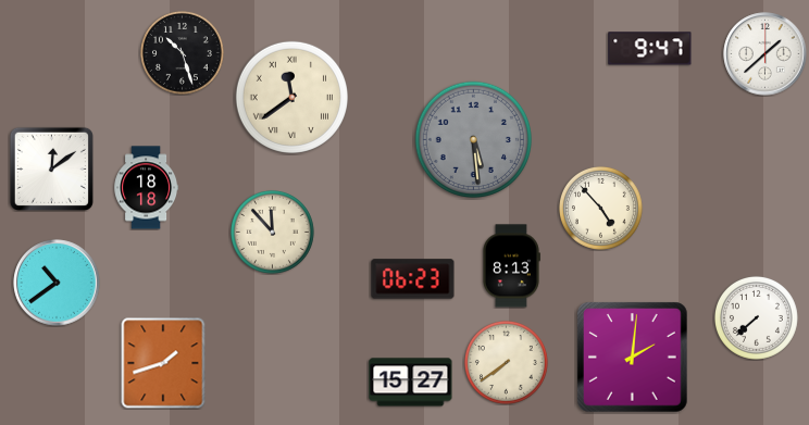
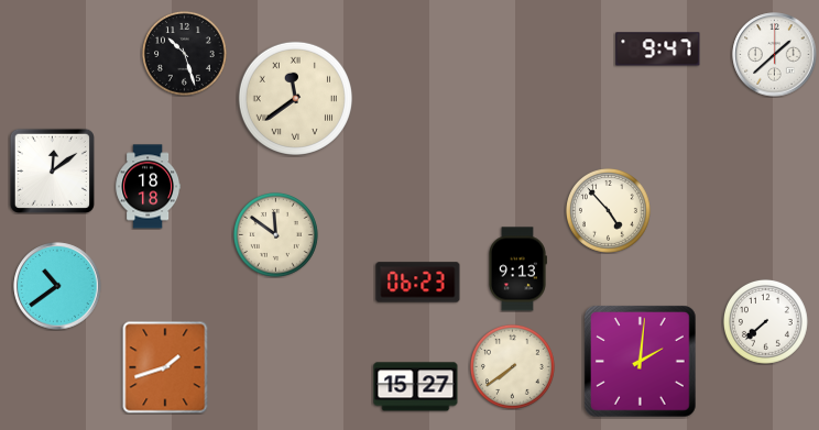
clock at (473, 139): 5:29 -> none
clock at (147, 188) position: (147, 188) -> (149, 187)
clock at (272, 232): 11:53 -> 11:51
clock at (511, 266): 8:13 -> 9:13
